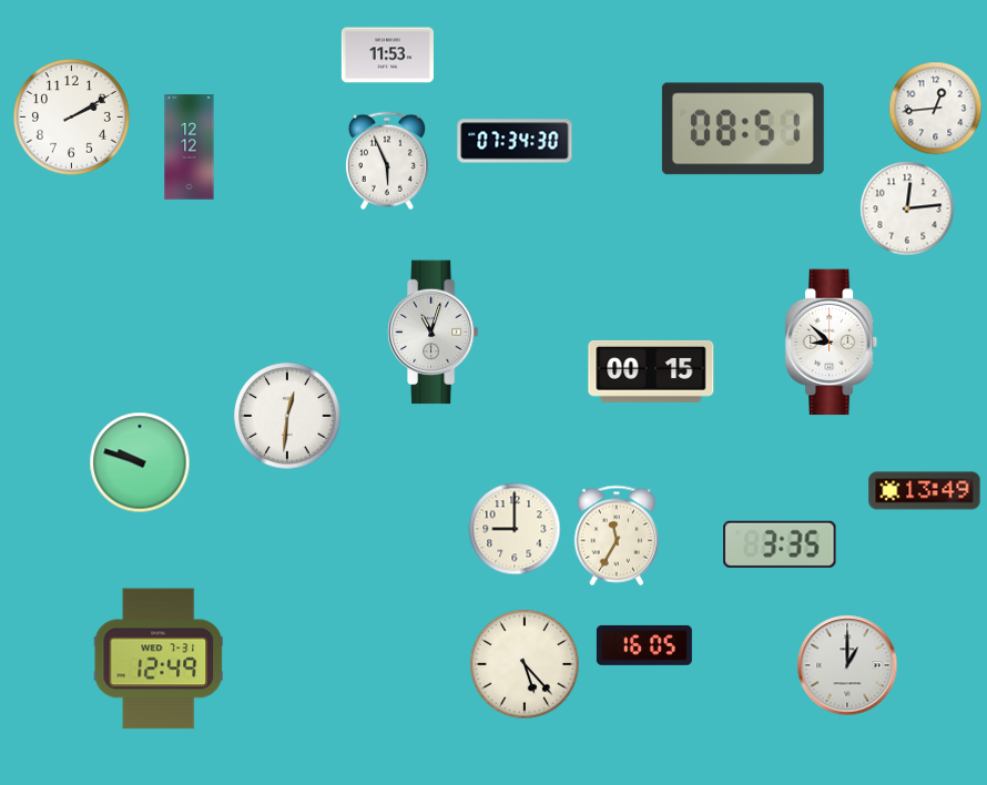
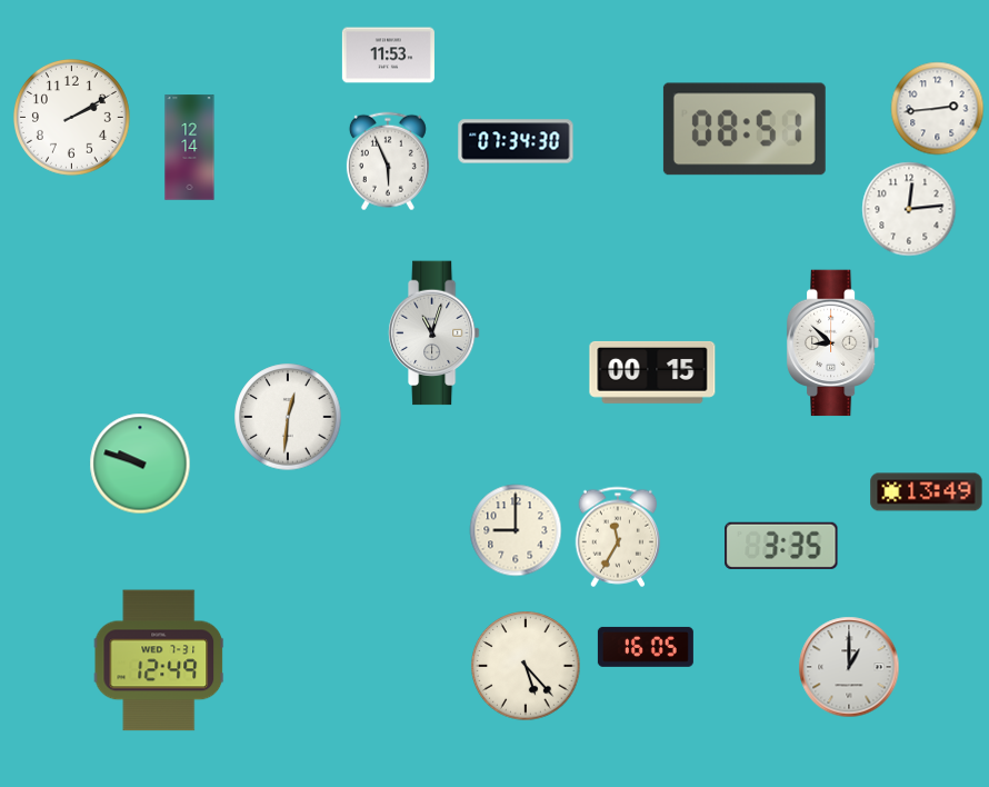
clock at (935, 108): 12:44 -> 2:44
clock at (190, 147): 12:12 -> 12:14
